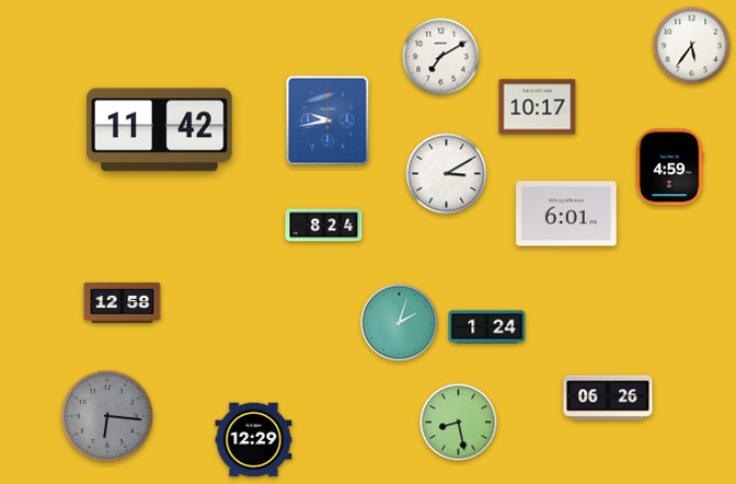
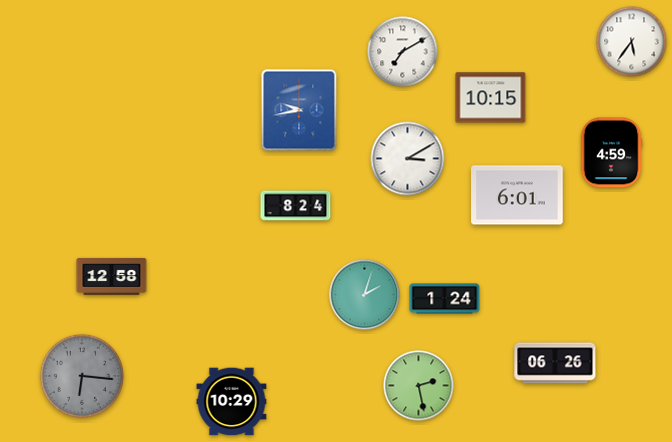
clock at (538, 107): 10:17 -> 10:15
clock at (159, 130): 11:42 -> none
clock at (107, 416) position: (107, 416) -> (82, 376)
clock at (459, 423): 8:28 -> 2:28
clock at (254, 440): 12:29 -> 10:29
